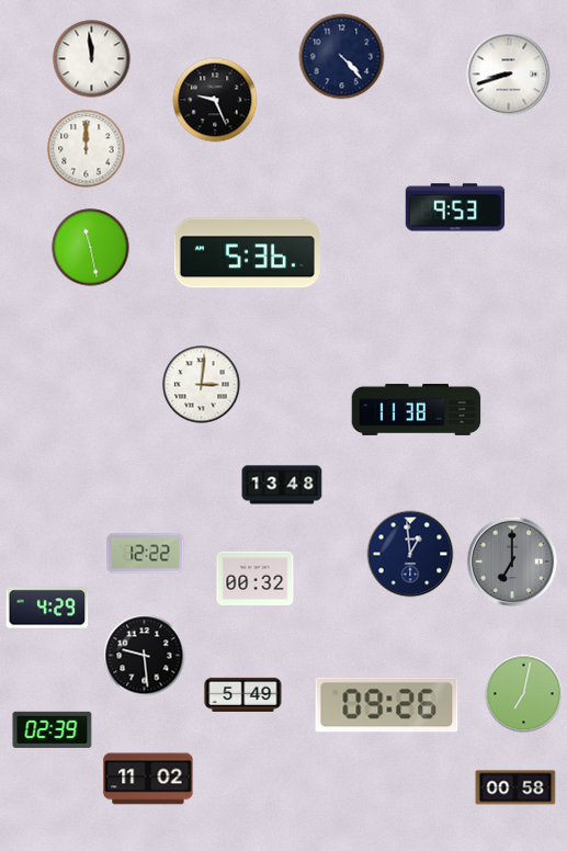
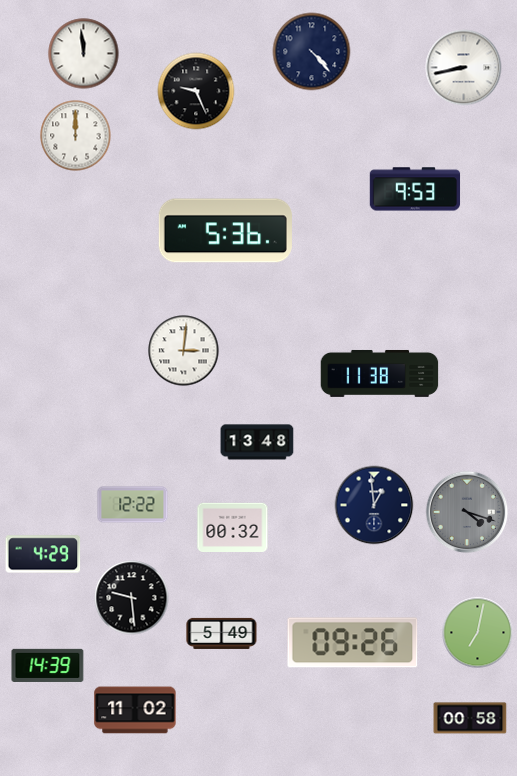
clock at (509, 75): 8:42 -> 8:43
clock at (87, 149) position: (87, 149) -> (76, 136)
clock at (91, 248): 11:28 -> none
clock at (512, 561): 7:00 -> 4:18
clock at (53, 729): 02:39 -> 14:39
